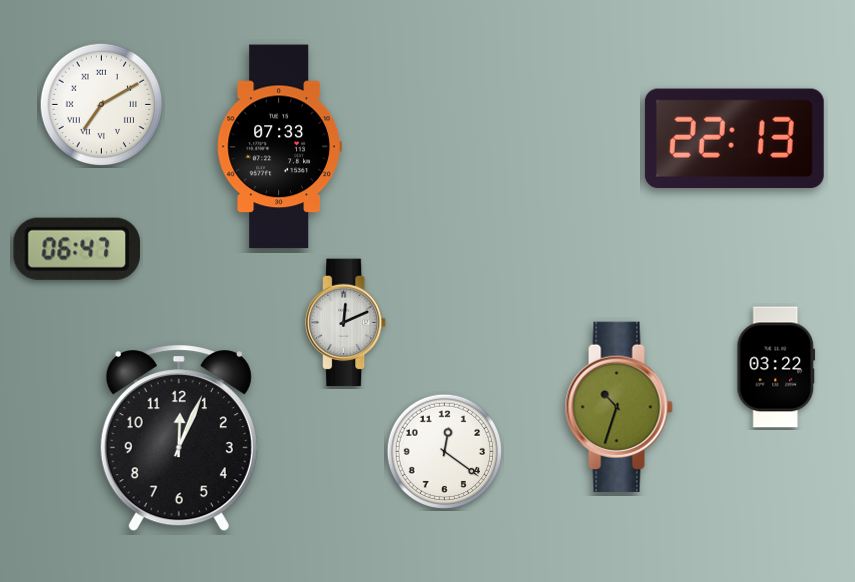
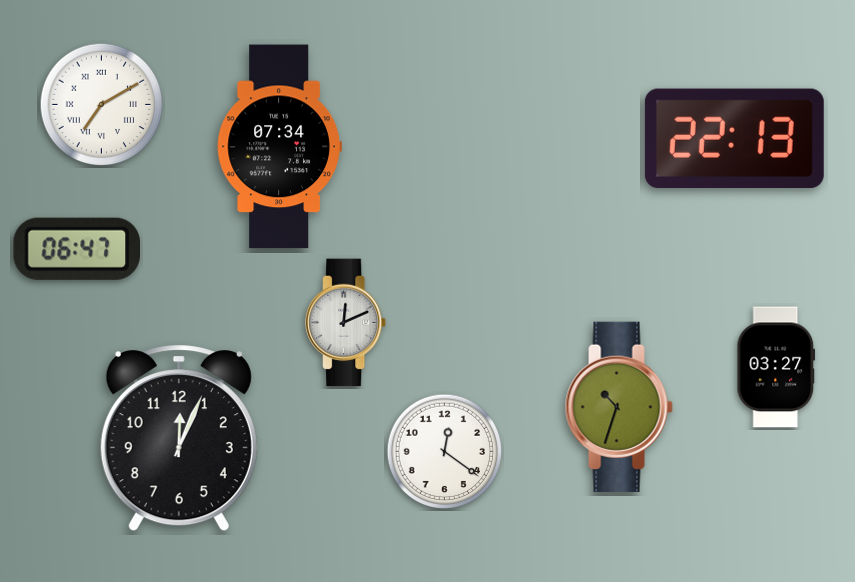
clock at (279, 147): 07:33 -> 07:34
clock at (776, 367): 03:22 -> 03:27
